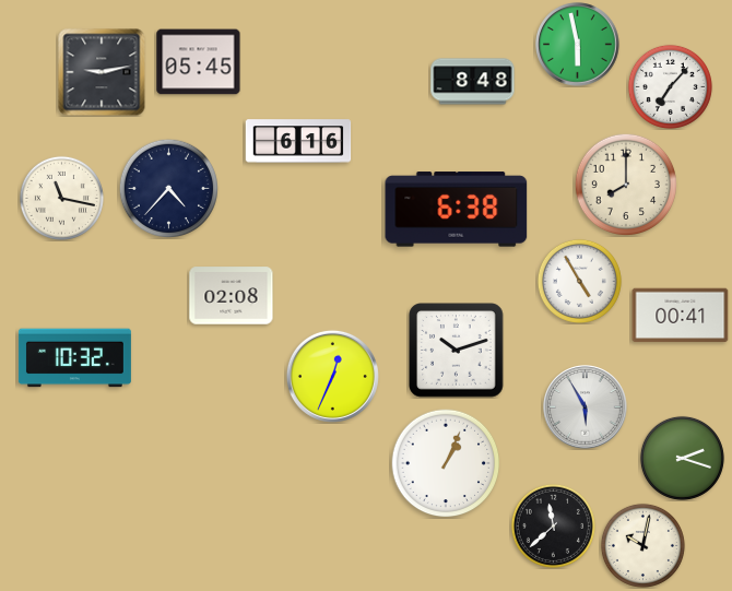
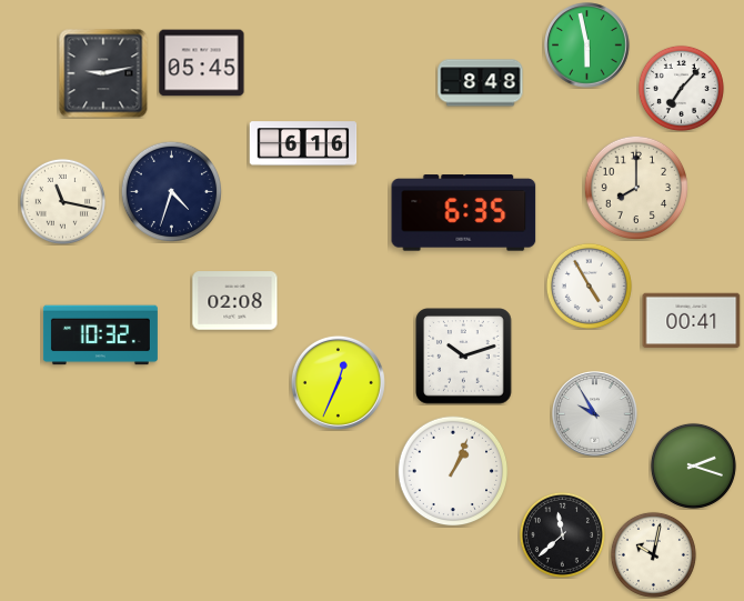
clock at (168, 188): 4:37 -> 4:33
clock at (457, 210): 6:38 -> 6:35
clock at (74, 358) position: (74, 358) -> (100, 335)
clock at (586, 407): 5:55 -> 9:55
